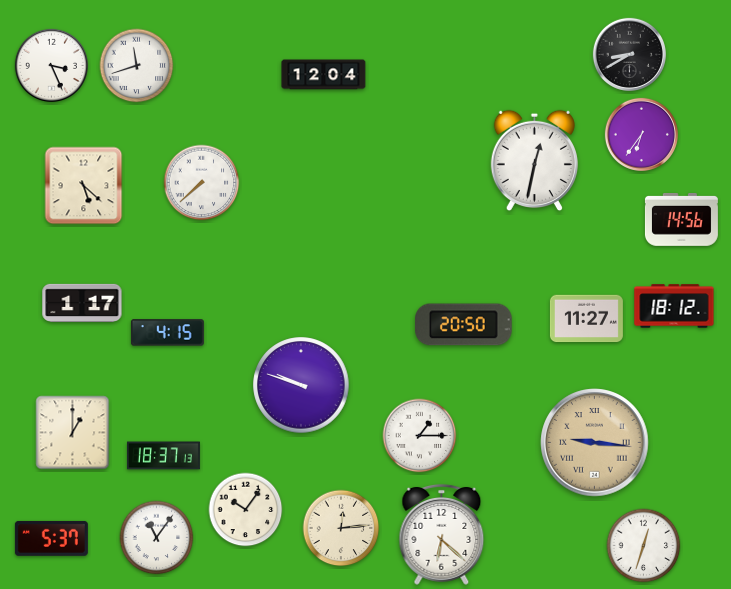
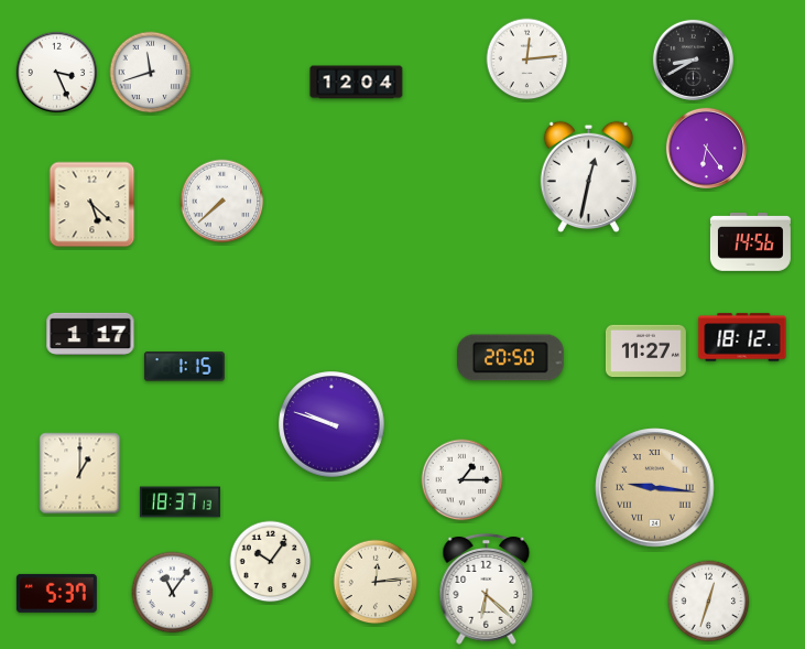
clock at (527, 60): none -> 12:14
clock at (641, 134): 6:36 -> 6:24
clock at (167, 333): 4:15 -> 1:15
clock at (73, 433) position: (73, 433) -> (80, 474)
